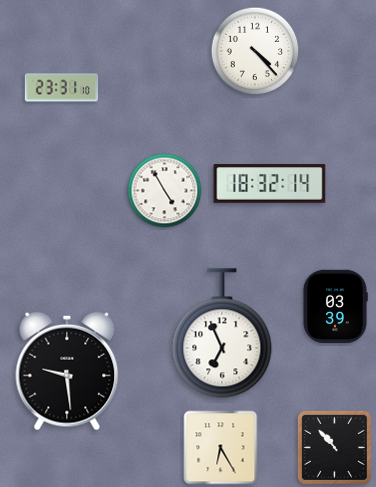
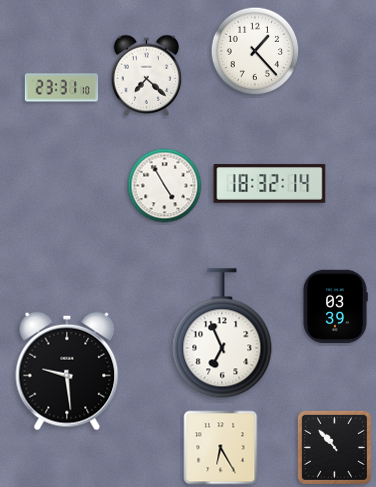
clock at (255, 51): 4:23 -> 1:23
clock at (147, 75): none -> 7:22
clock at (165, 191) position: (165, 191) -> (165, 186)
